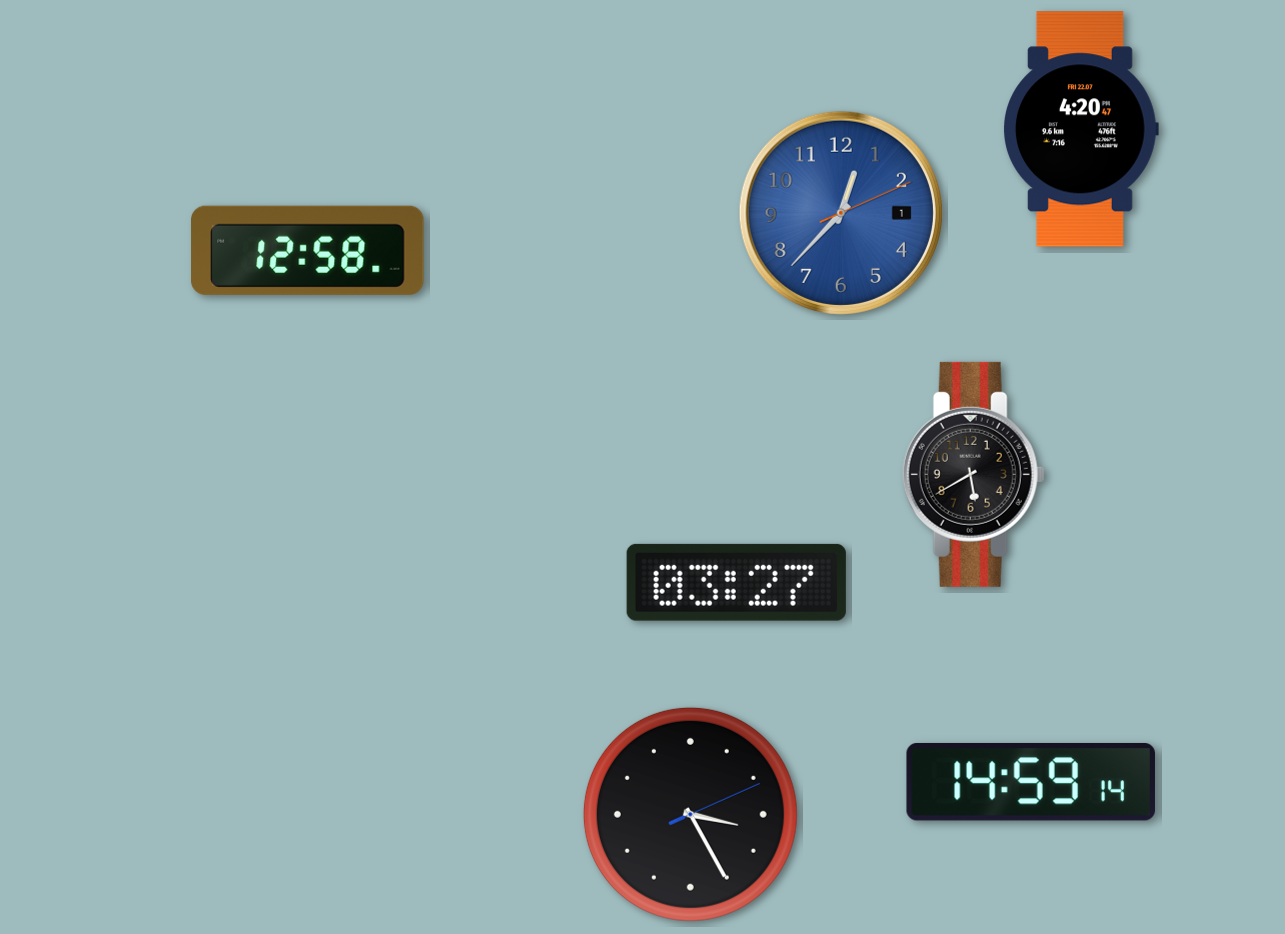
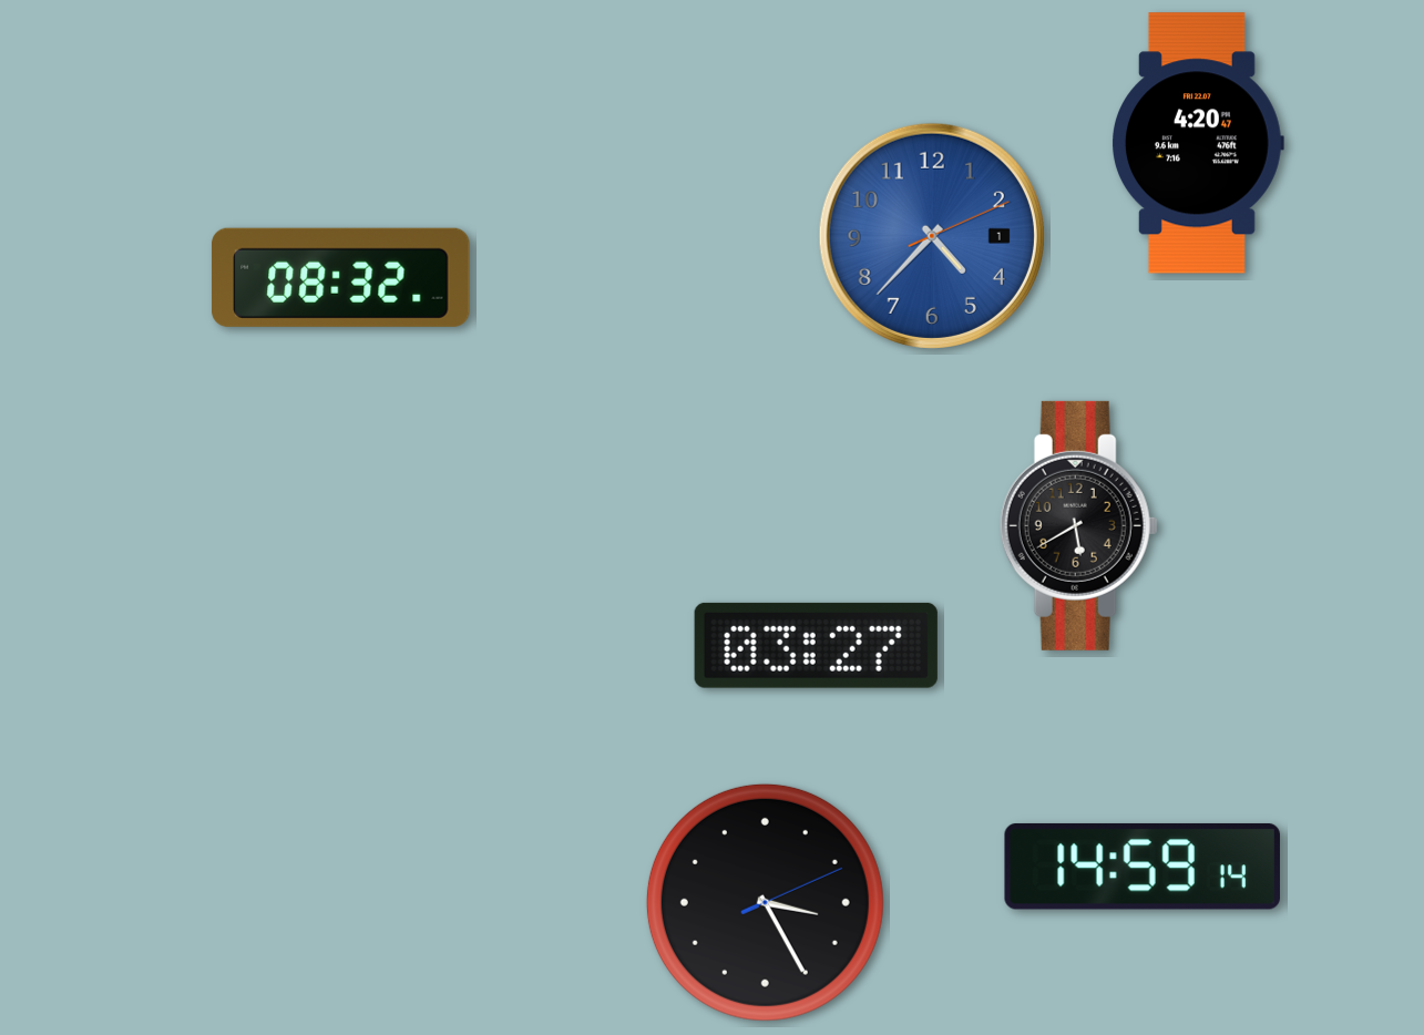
clock at (841, 213): 12:37 -> 4:37
clock at (308, 250): 12:58 -> 08:32
